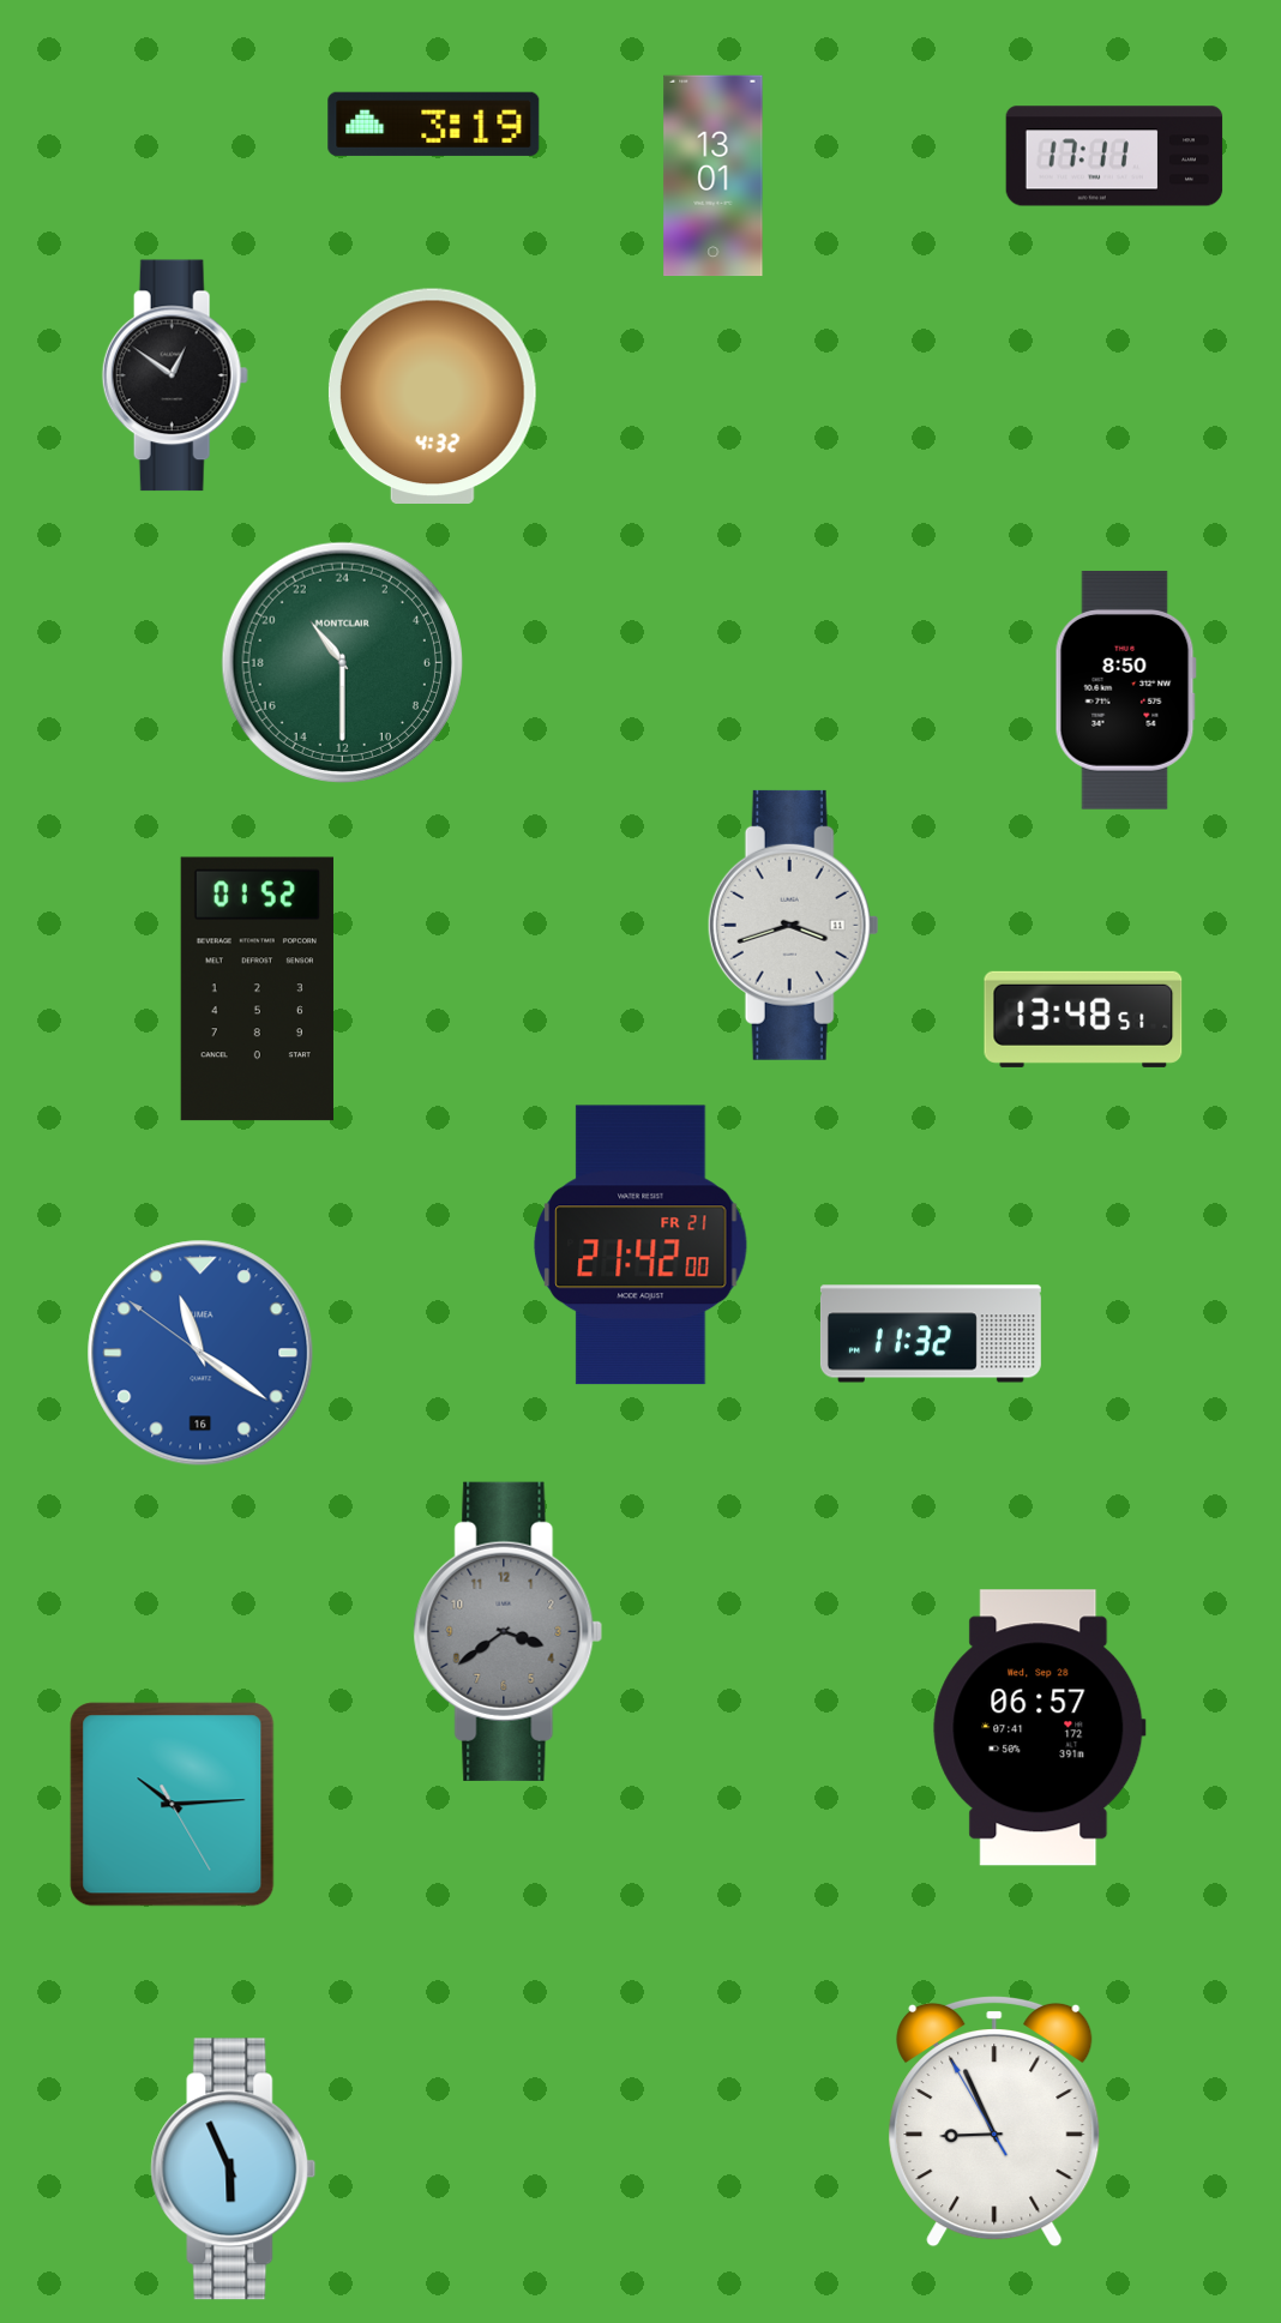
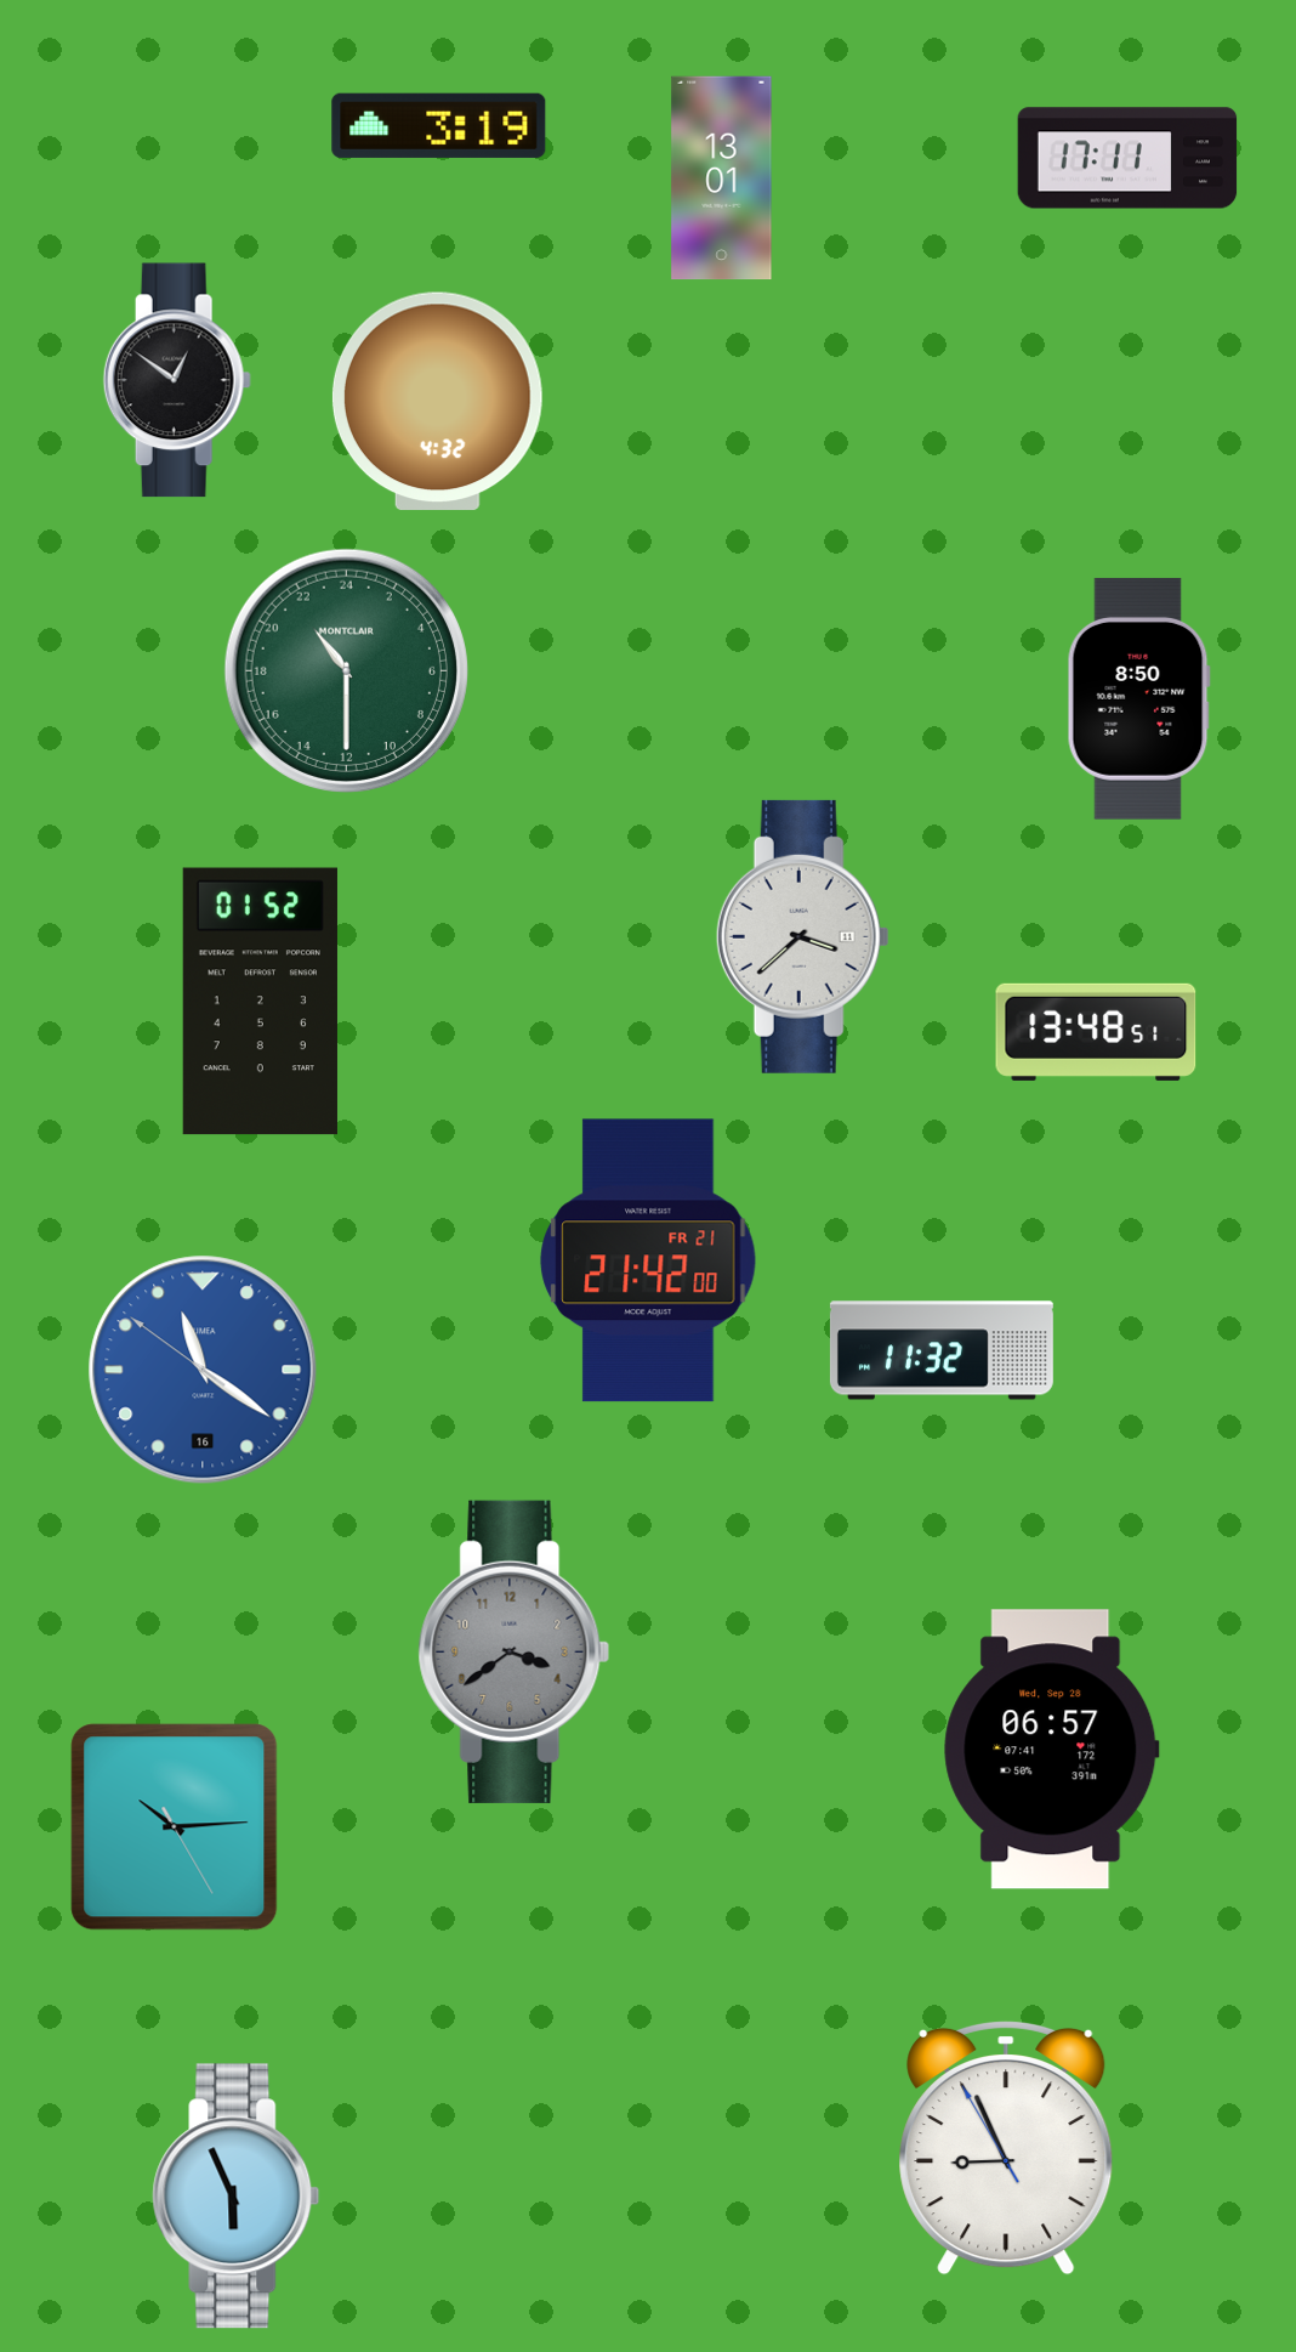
clock at (793, 925): 3:42 -> 3:38
